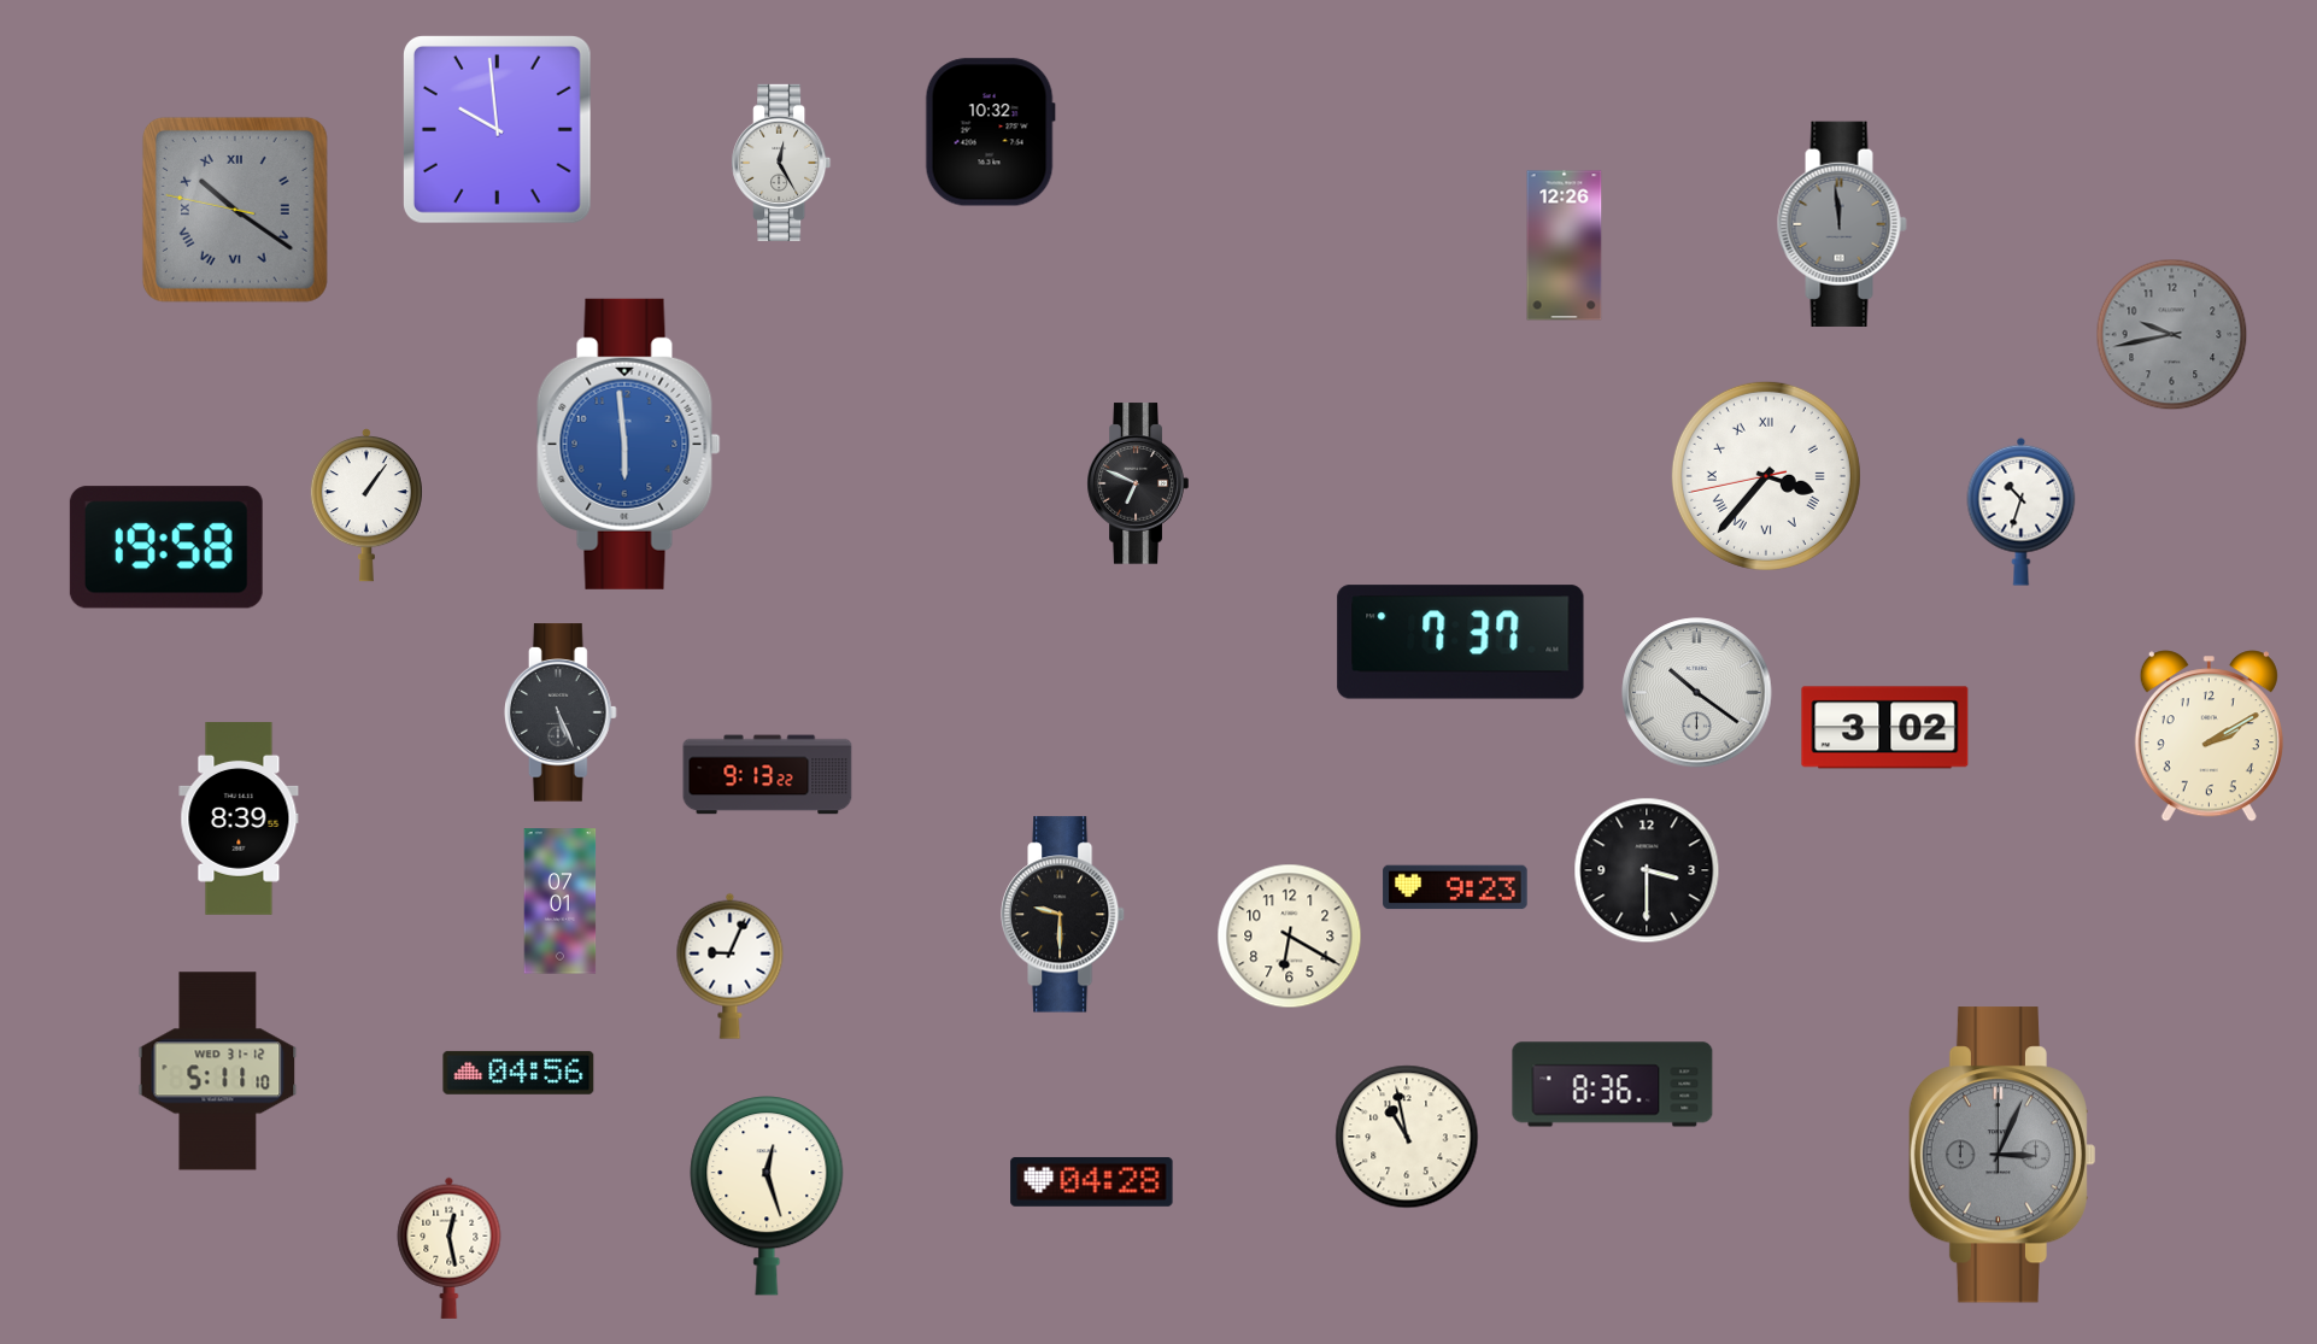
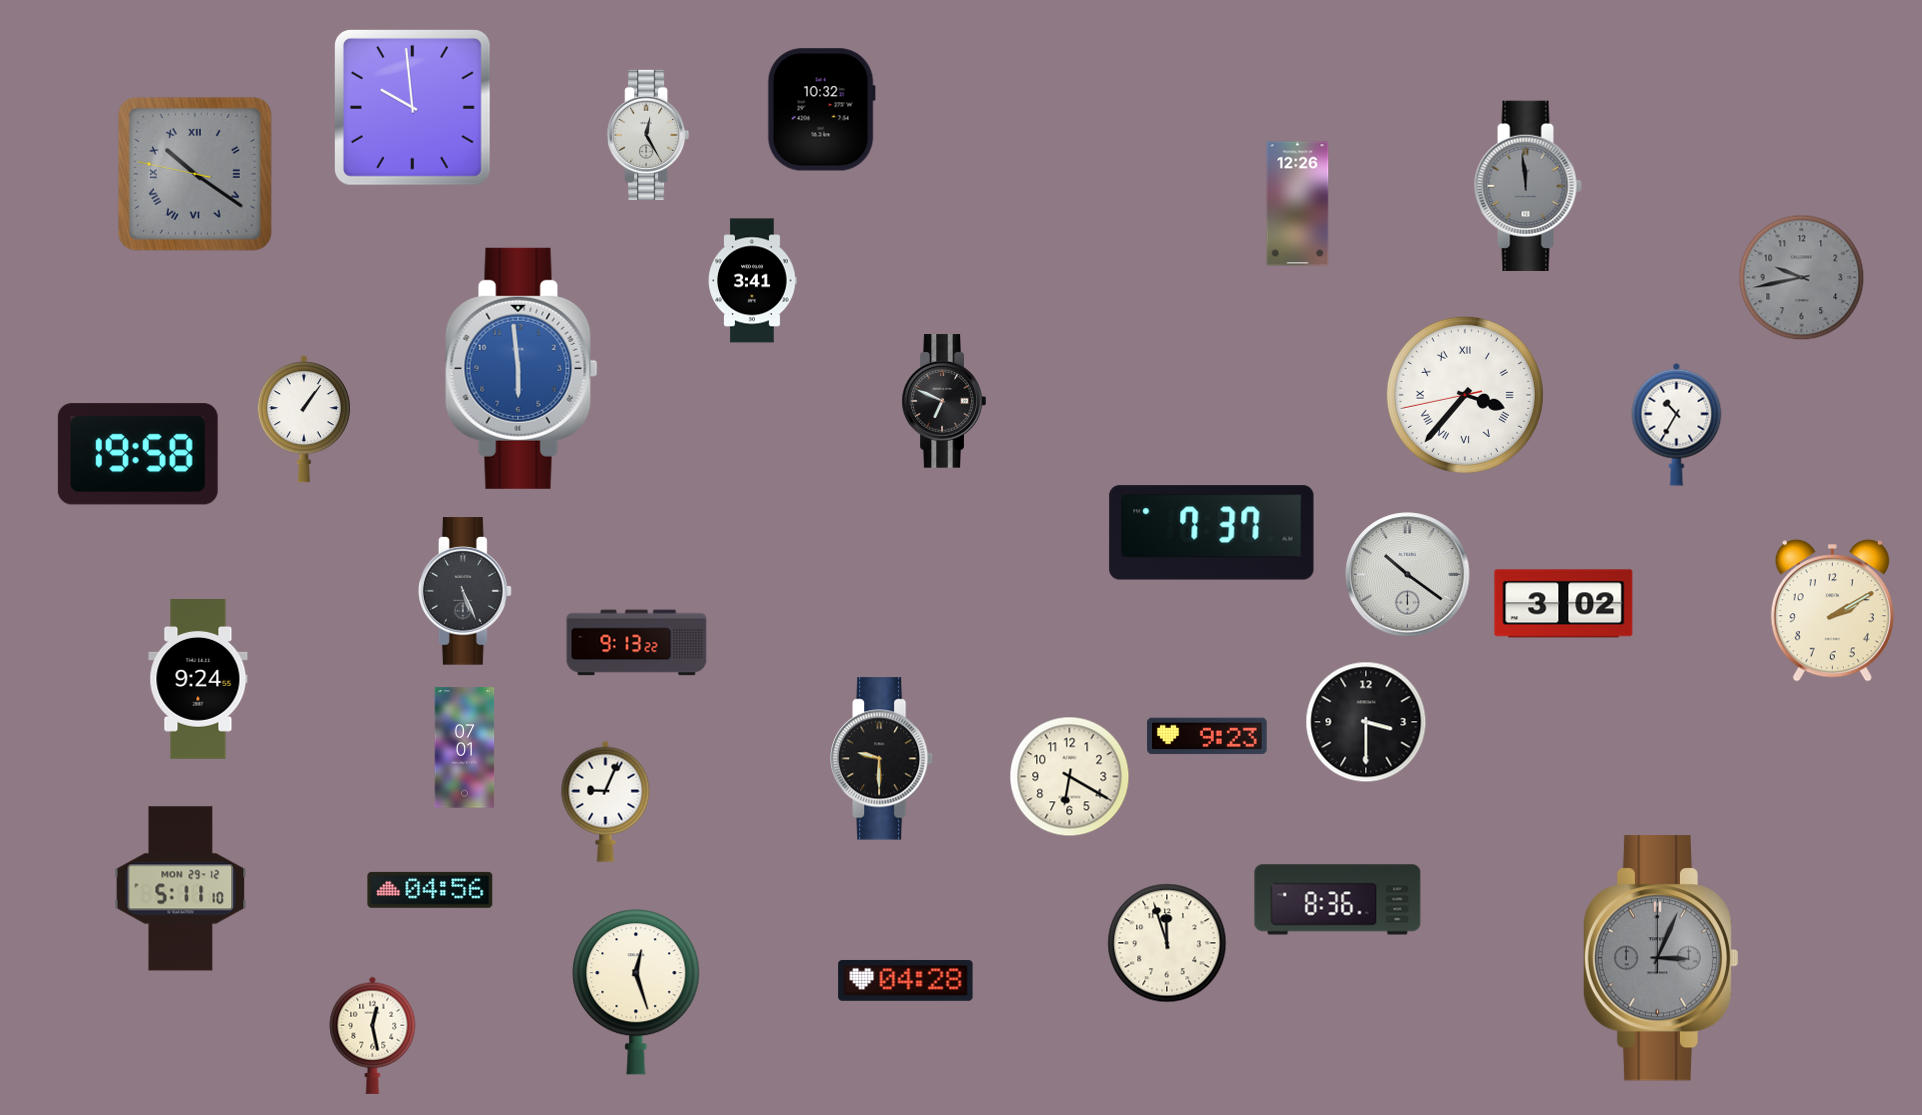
clock at (752, 281): none -> 3:41
clock at (2022, 511): 10:33 -> 10:35
clock at (239, 820): 8:39 -> 9:24
clock at (218, 1072) date: WED 31-12 -> MON 29-12
clock at (1407, 1137): 10:58 -> 11:57
